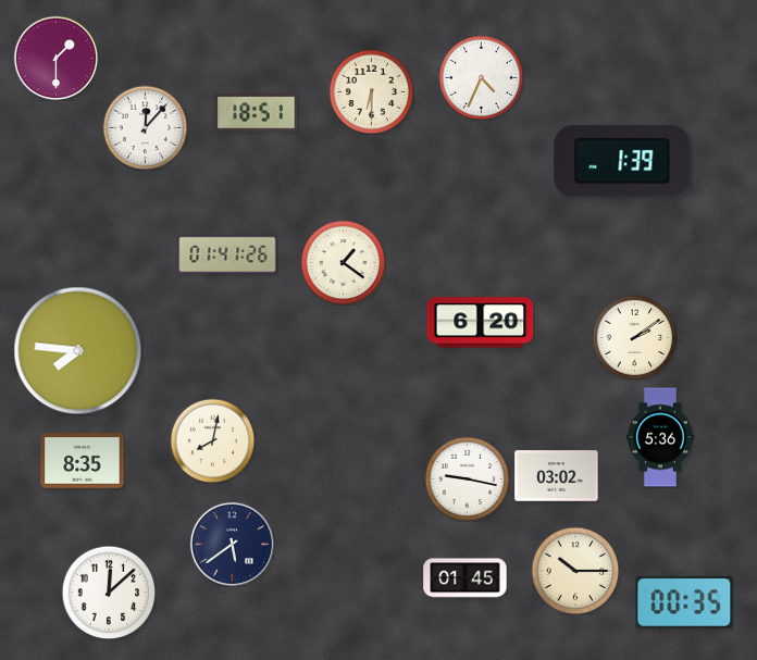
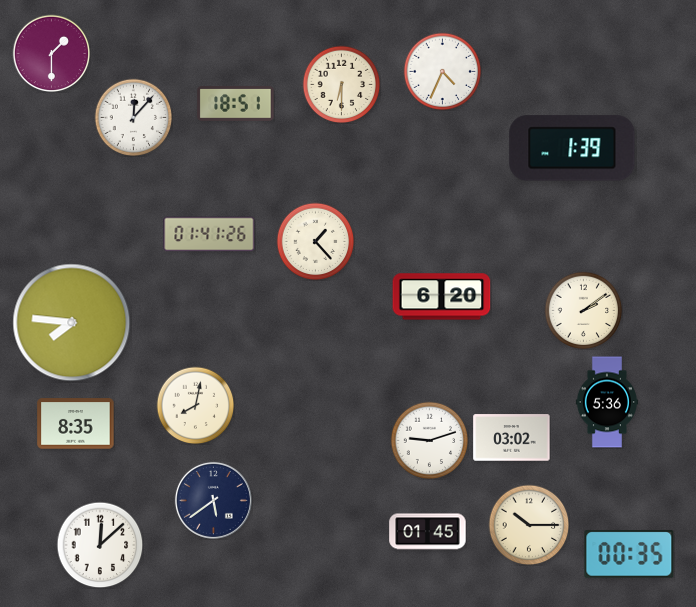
clock at (343, 262): 1:21 -> 1:23
clock at (467, 478): 9:17 -> 9:12
